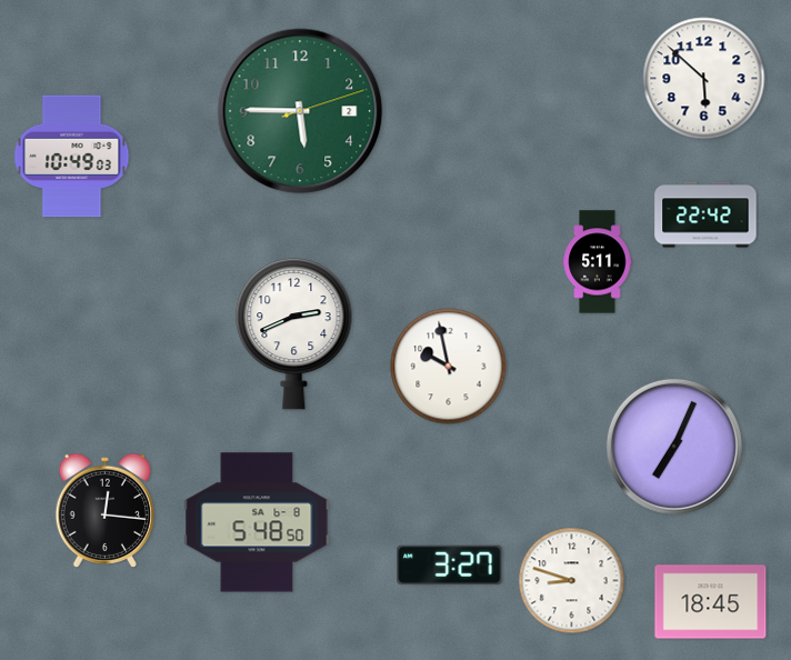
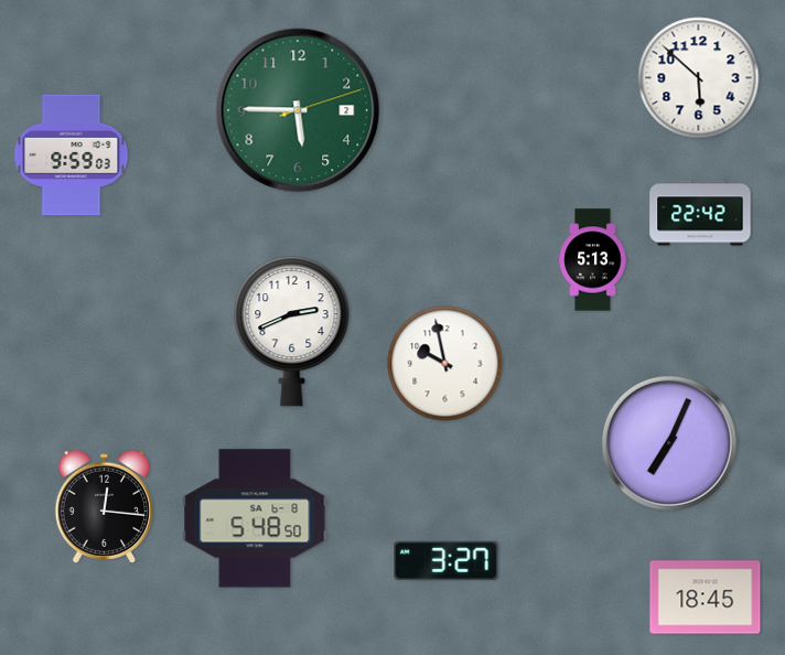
clock at (72, 157): 10:49 -> 9:59
clock at (598, 262): 5:11 -> 5:13
clock at (572, 581): 8:48 -> none
